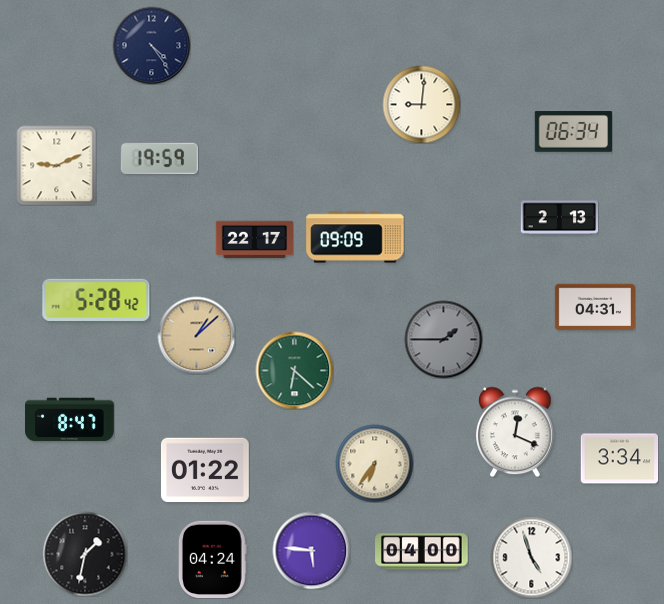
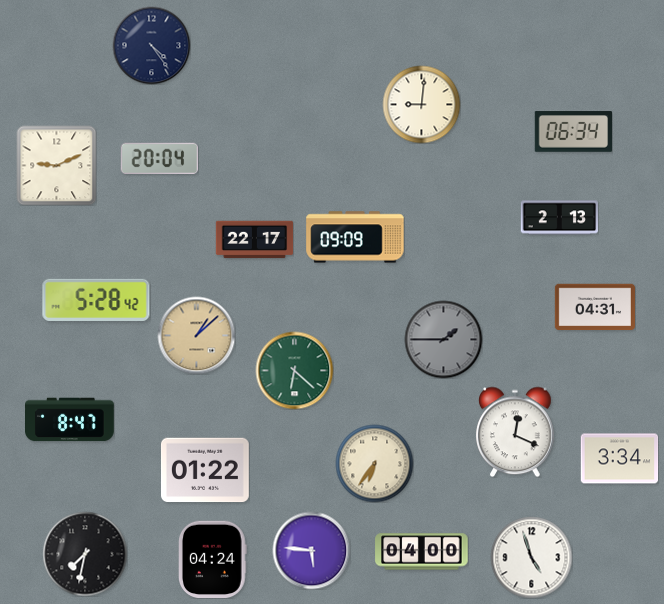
clock at (159, 158): 19:59 -> 20:04
clock at (85, 554): 1:32 -> 7:32
